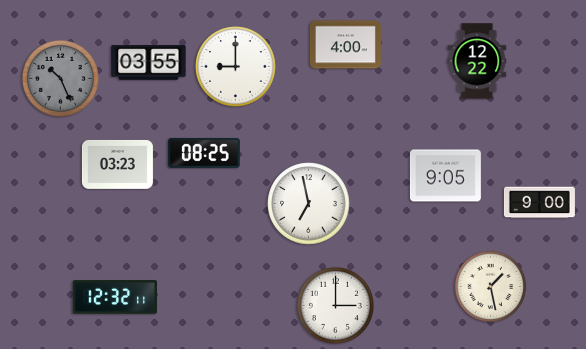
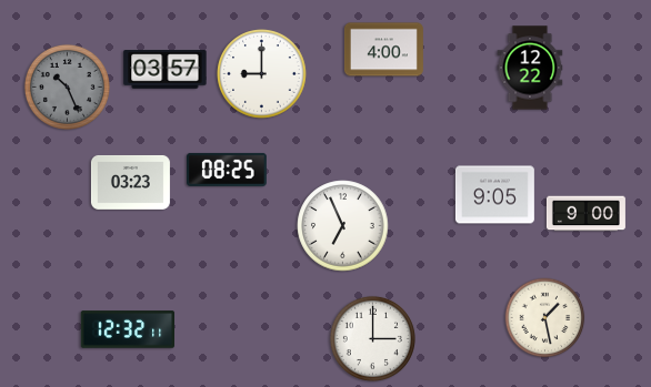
clock at (149, 63): 03:55 -> 03:57
clock at (539, 203) position: (539, 203) -> (585, 214)
clock at (309, 204): 6:58 -> 6:56
